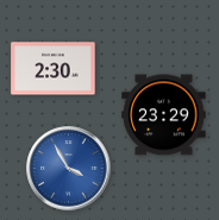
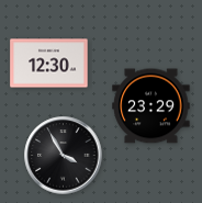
clock at (54, 69): 2:30 -> 12:30
clock at (69, 169) dial: blue -> black
